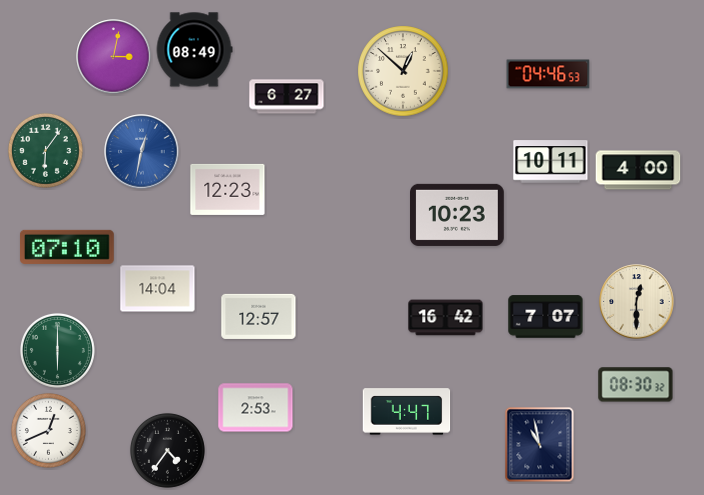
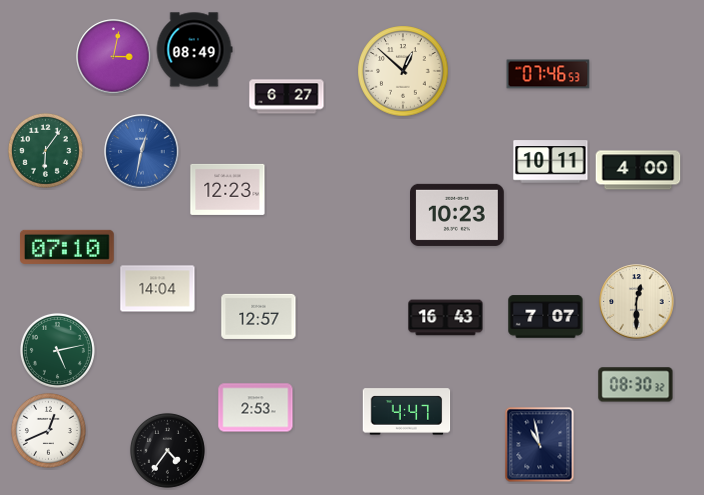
clock at (548, 74): 04:46 -> 07:46
clock at (446, 318): 16:42 -> 16:43
clock at (57, 350): 6:00 -> 5:13
